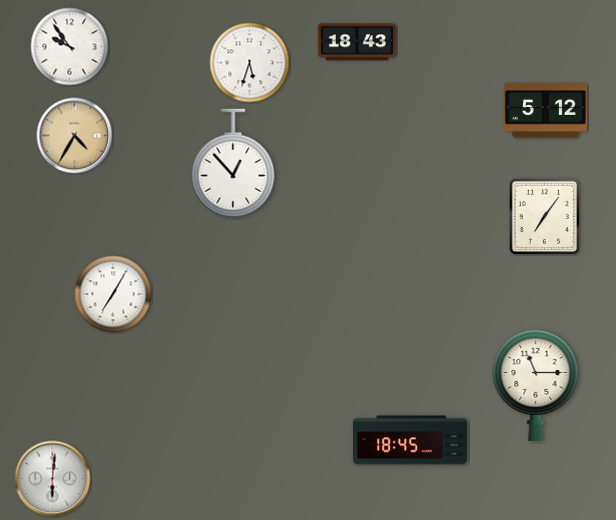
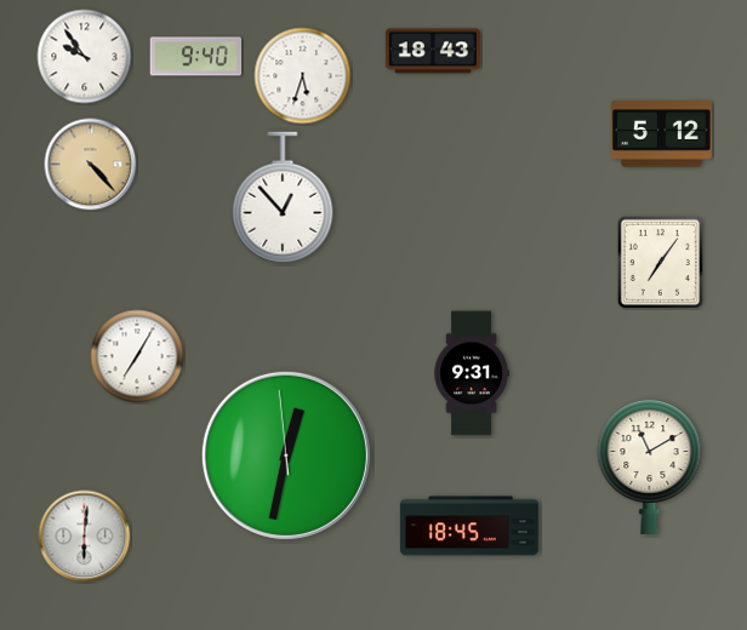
clock at (196, 57): none -> 9:40
clock at (75, 136): 4:35 -> 4:23
clock at (472, 373): none -> 9:31
clock at (286, 456): none -> 12:31
clock at (536, 385): 11:15 -> 11:10
clock at (410, 440) position: (410, 440) -> (469, 526)
clock at (53, 479) position: (53, 479) -> (85, 537)
